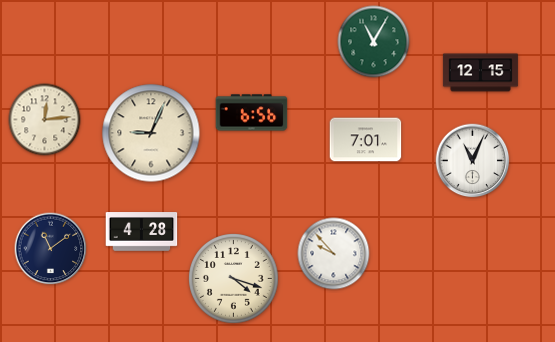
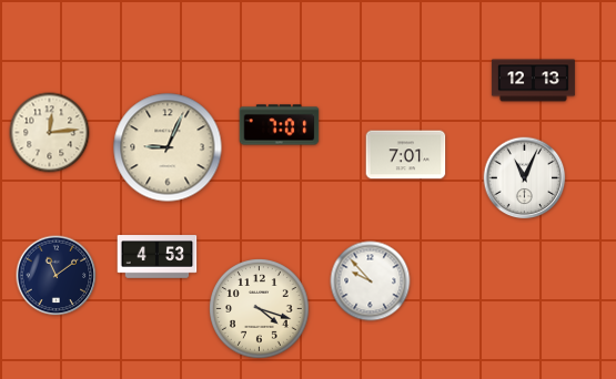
clock at (374, 42): 11:05 -> none
clock at (480, 73): 12:15 -> 12:13
clock at (252, 113): 6:56 -> 7:01
clock at (142, 232): 4:28 -> 4:53
